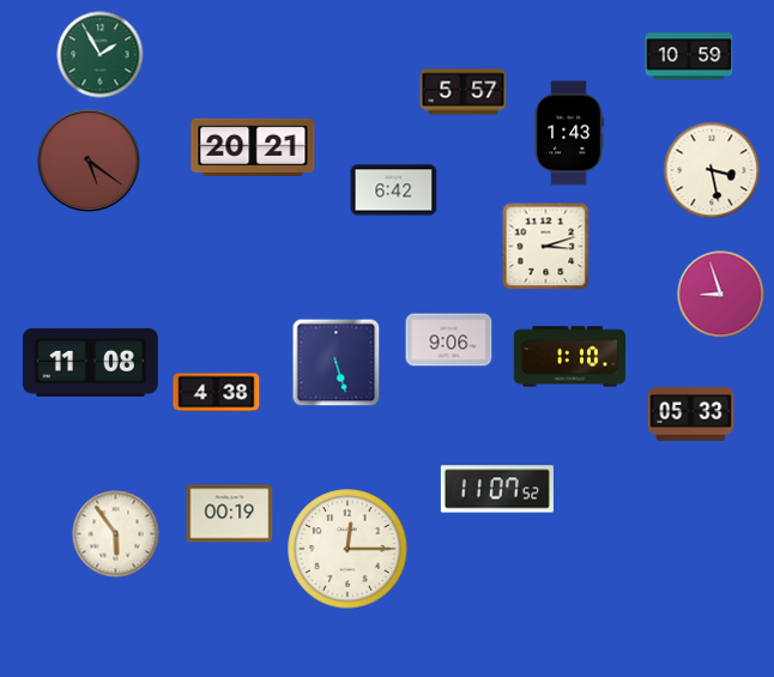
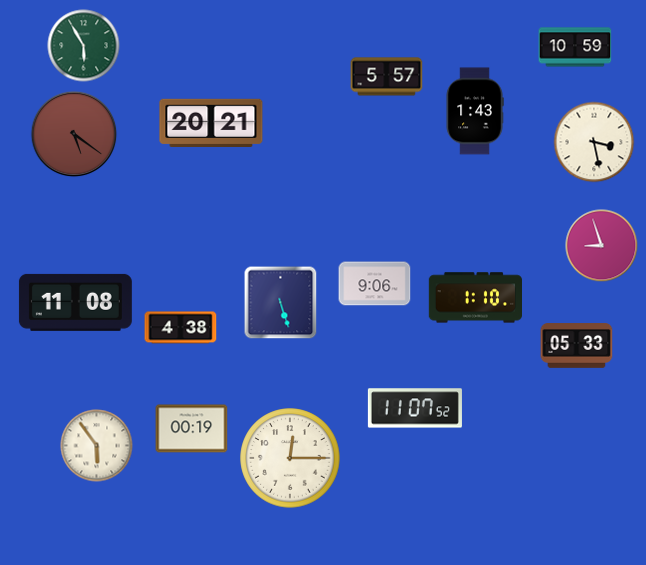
clock at (101, 55): 1:55 -> 5:55
clock at (394, 191): 6:42 -> none
clock at (546, 247): 3:12 -> none
